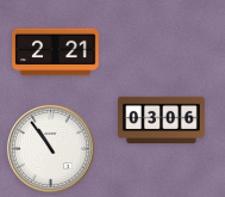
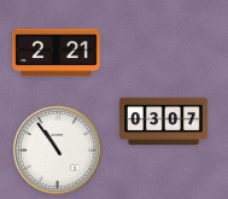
clock at (162, 121): 03:06 -> 03:07
clock at (50, 148) position: (50, 148) -> (57, 150)
